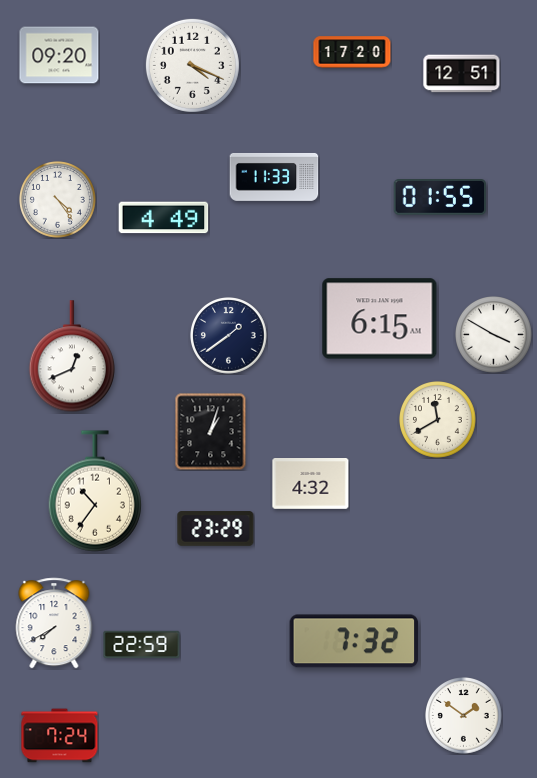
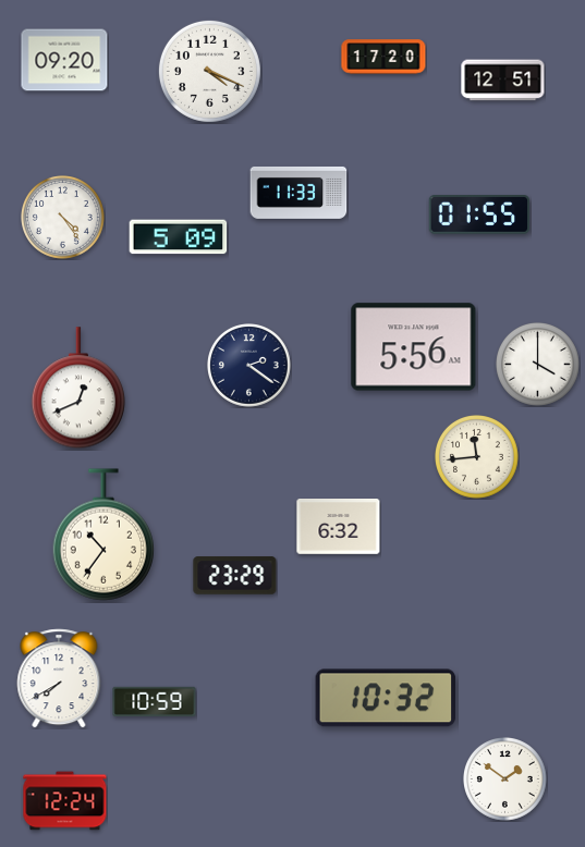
clock at (164, 218): 4:49 -> 5:09
clock at (380, 319): 6:15 -> 5:56
clock at (494, 335): 3:50 -> 4:00
clock at (229, 336): 1:39 -> 2:21
clock at (438, 420): 11:40 -> 11:44
clock at (211, 431): 1:03 -> none
clock at (311, 484): 4:32 -> 6:32
clock at (354, 641): 7:32 -> 10:32
clock at (142, 645): 22:59 -> 10:59
clock at (60, 736): 7:24 -> 12:24
